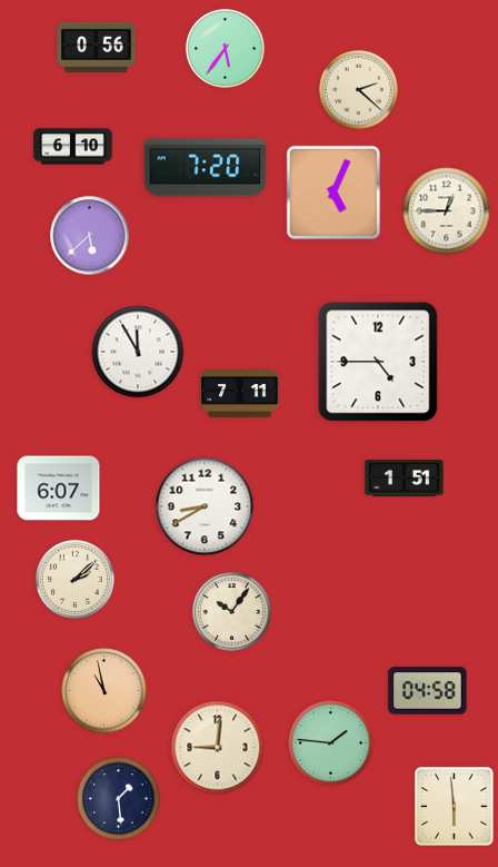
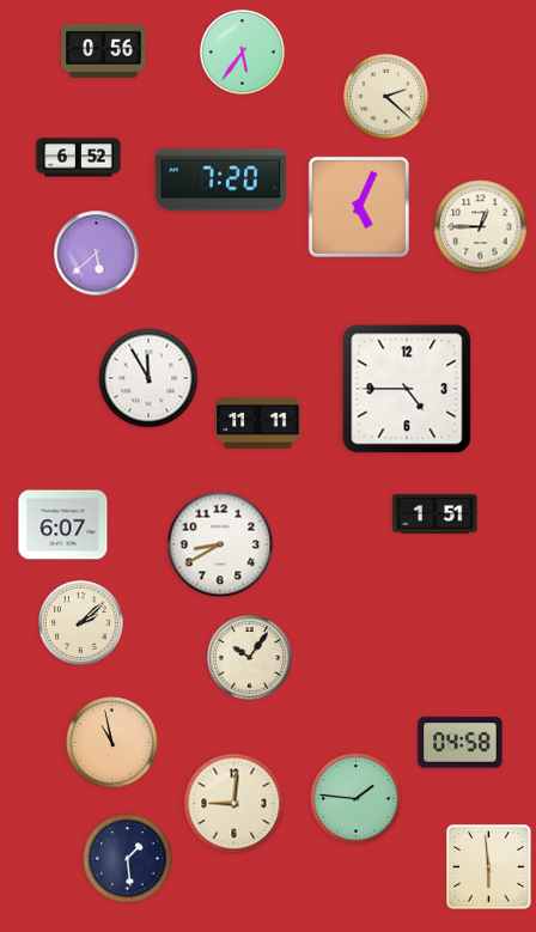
clock at (73, 147): 6:10 -> 6:52
clock at (240, 394): 7:11 -> 11:11
